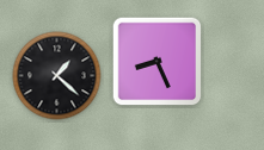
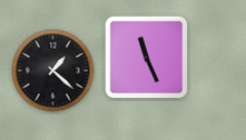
clock at (158, 62): 8:26 -> 11:26
